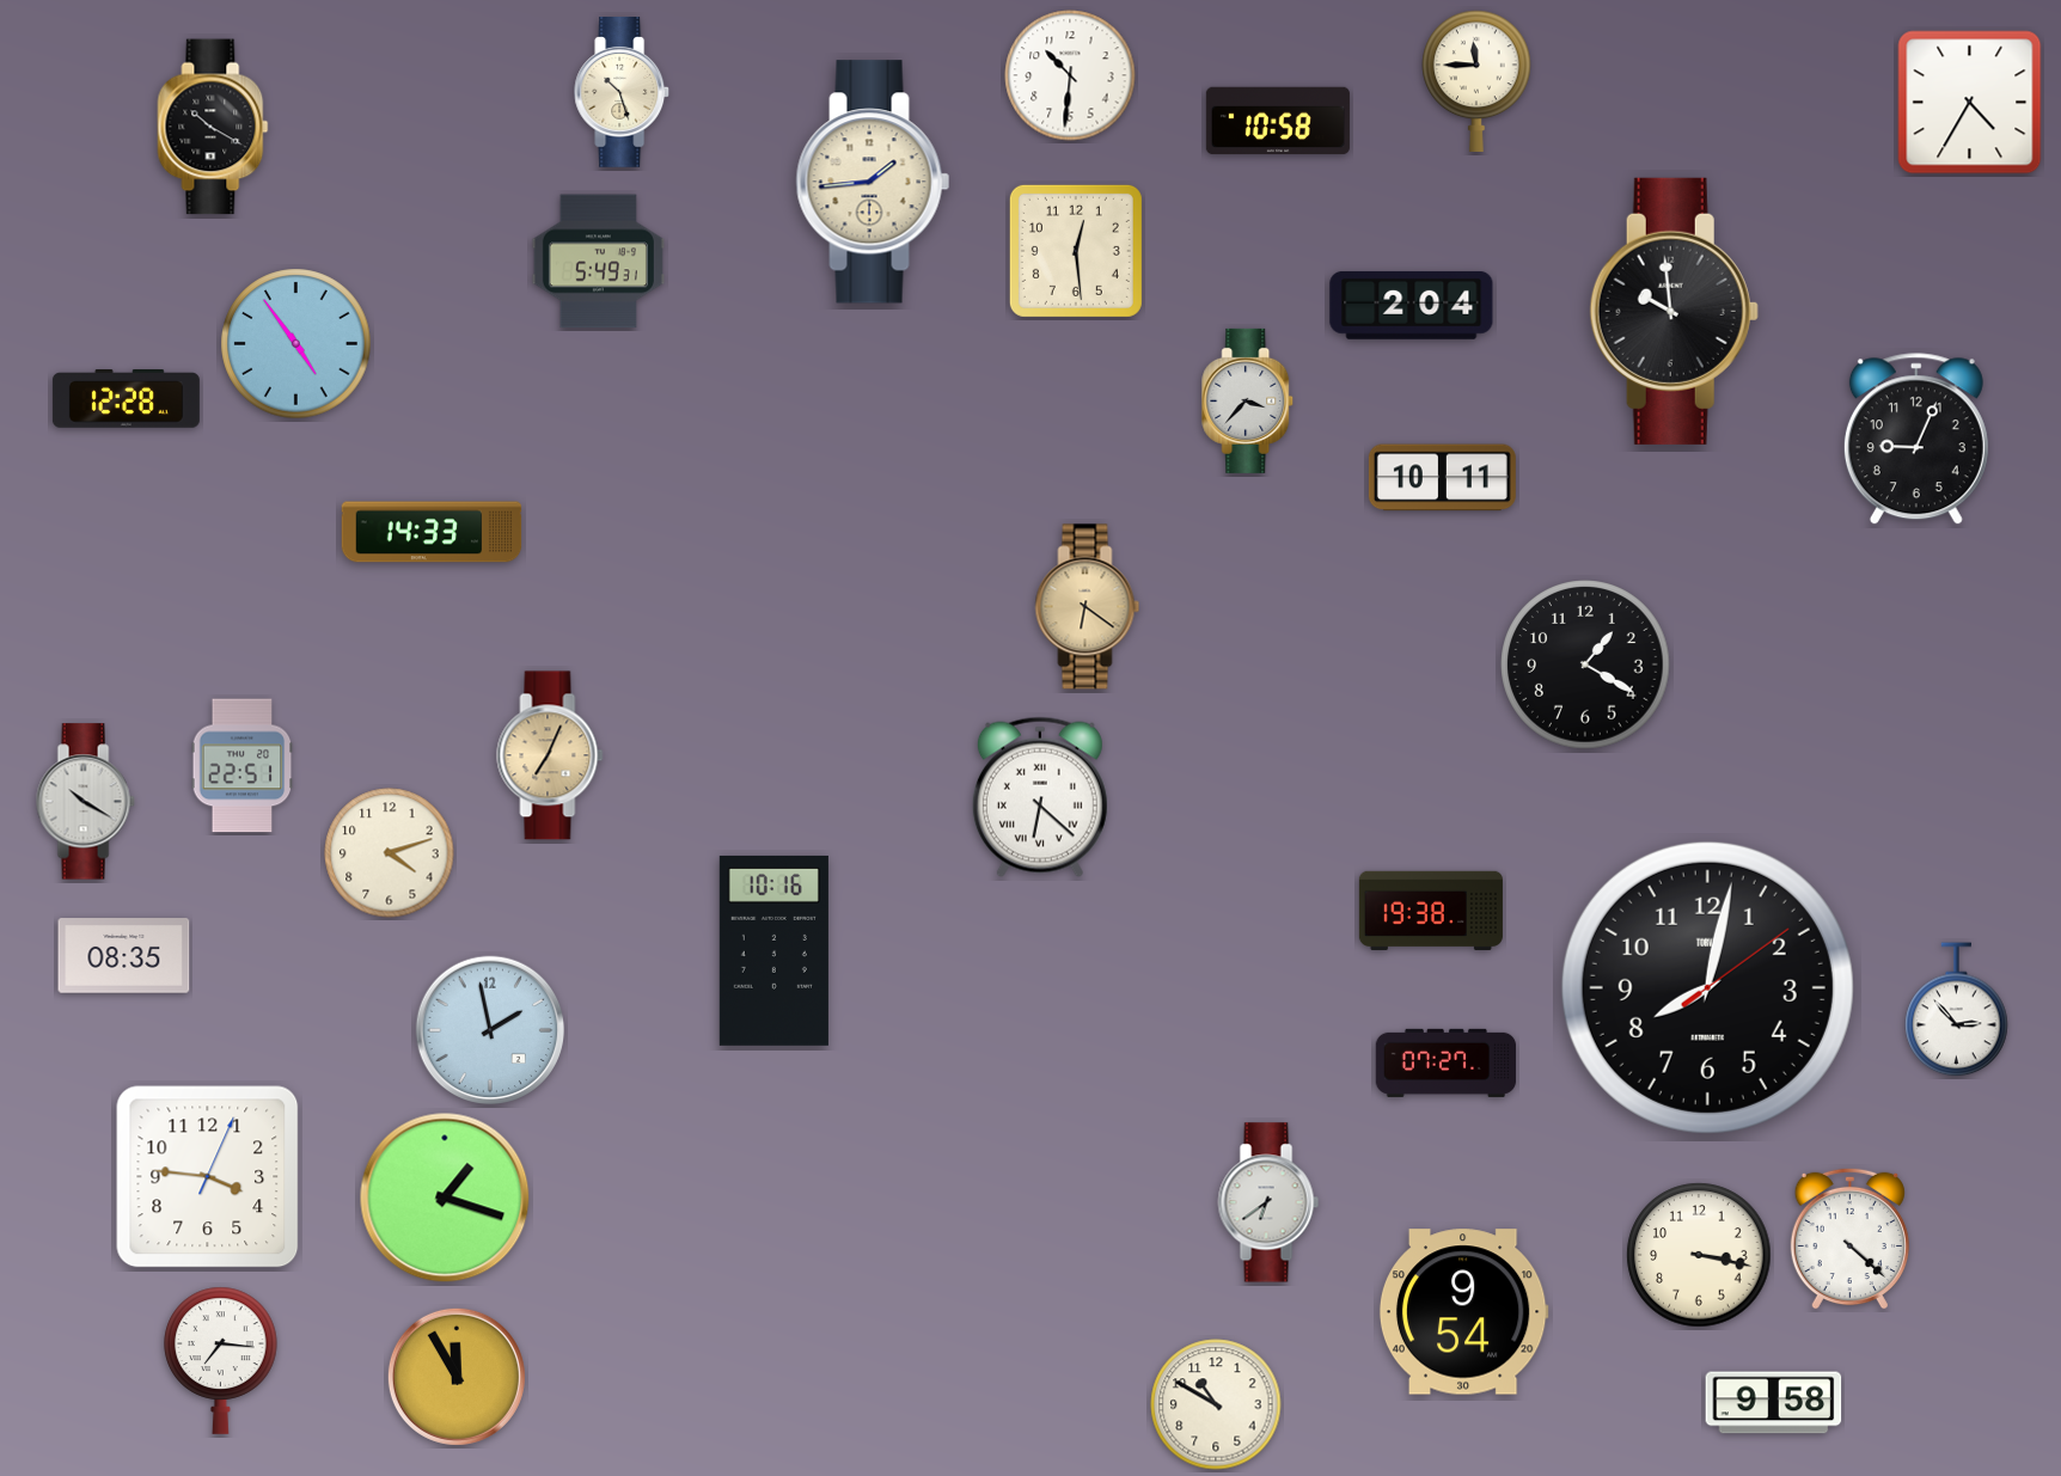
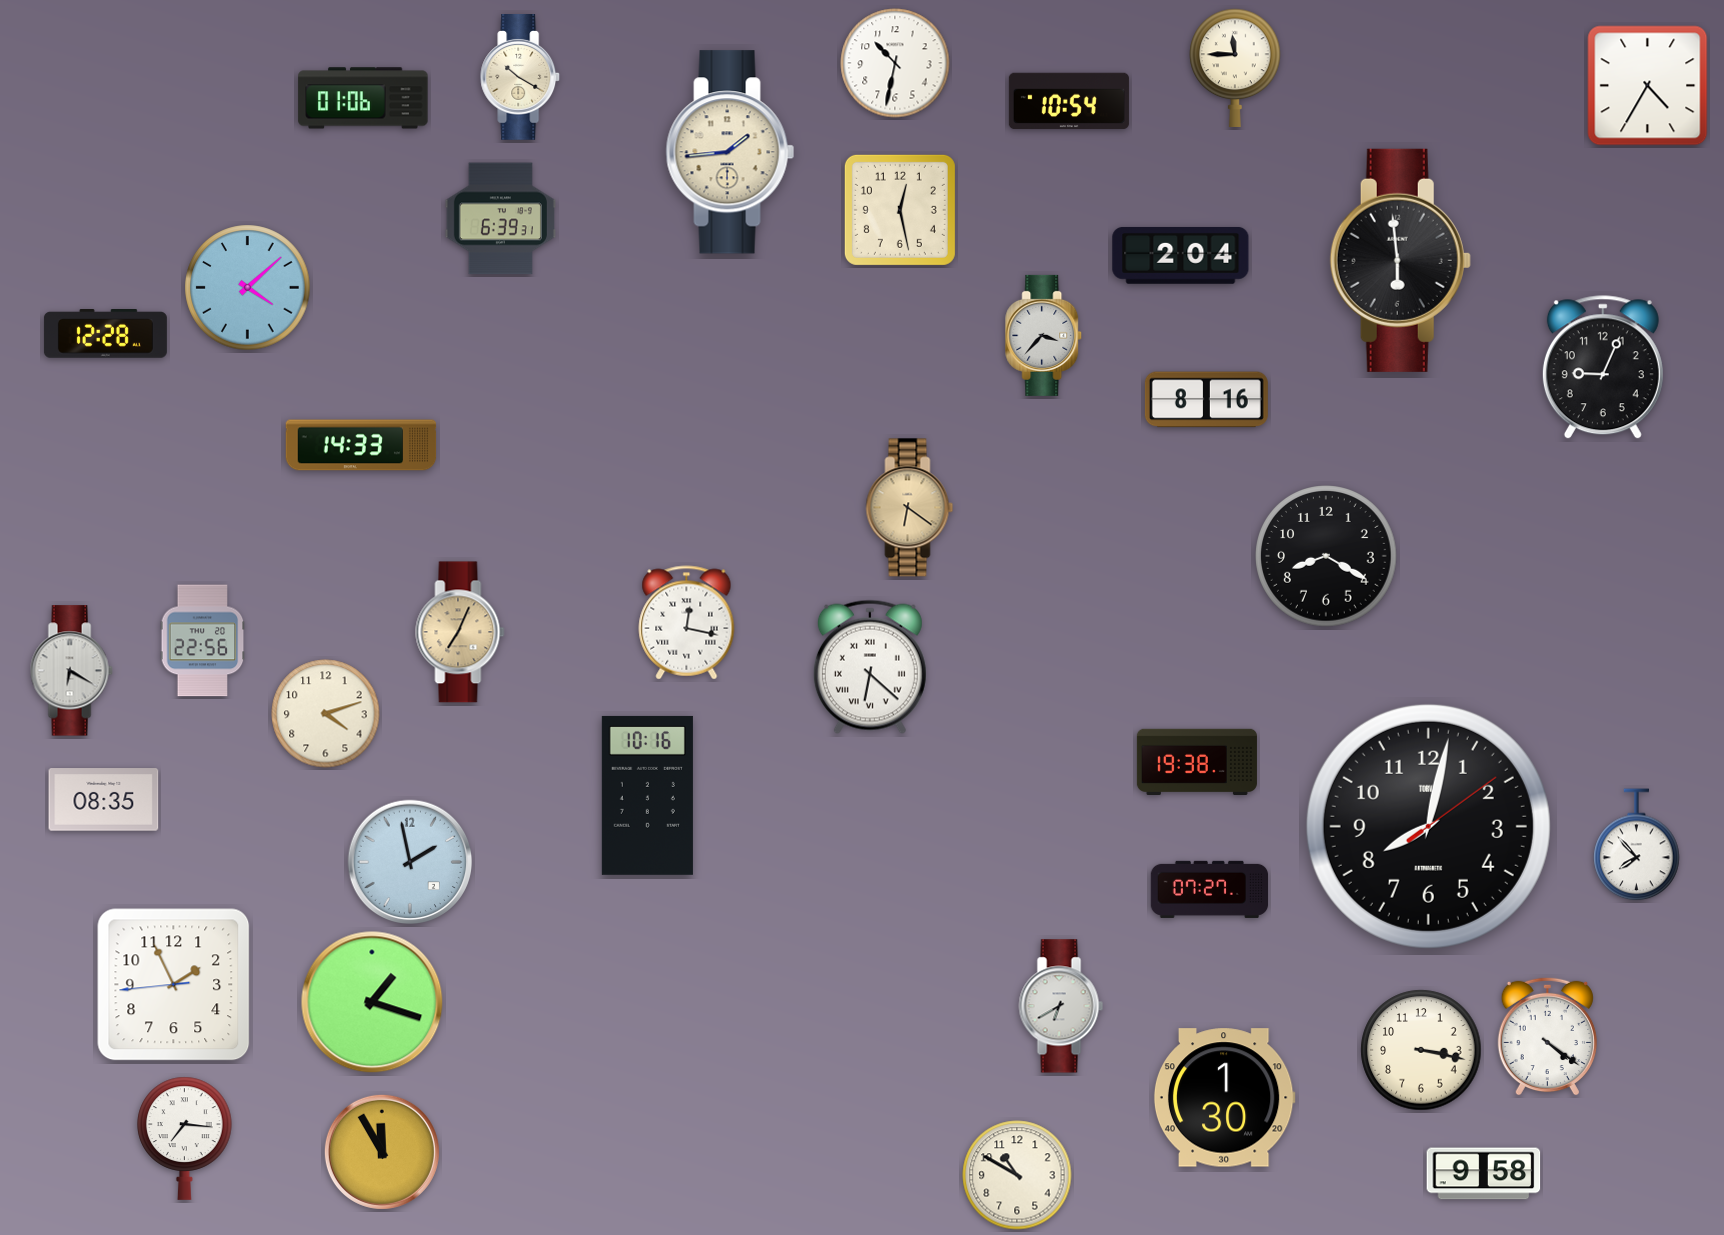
clock at (1070, 75): 10:31 -> 10:32
clock at (623, 93): 10:27 -> 10:20
clock at (363, 98): none -> 01:06
clock at (1278, 121): 10:58 -> 10:54
clock at (213, 127): 10:20 -> none
clock at (1076, 251): 12:29 -> 12:28
clock at (598, 262): 5:49 -> 6:39
clock at (1674, 311): 9:59 -> 5:59
clock at (296, 344): 4:54 -> 4:08
clock at (1442, 478): 10:11 -> 8:16
clock at (1585, 664): 1:20 -> 8:20
clock at (687, 623): none -> 12:17
clock at (243, 766): 22:51 -> 22:56
clock at (85, 802): 10:20 -> 6:20
clock at (1957, 1010): 2:53 -> 7:53
clock at (208, 1177): 3:46 -> 1:55
clock at (1268, 1202): 6:39 -> 6:40
clock at (1849, 1238): 4:22 -> 4:21
clock at (1463, 1312): 9:54 -> 1:30
